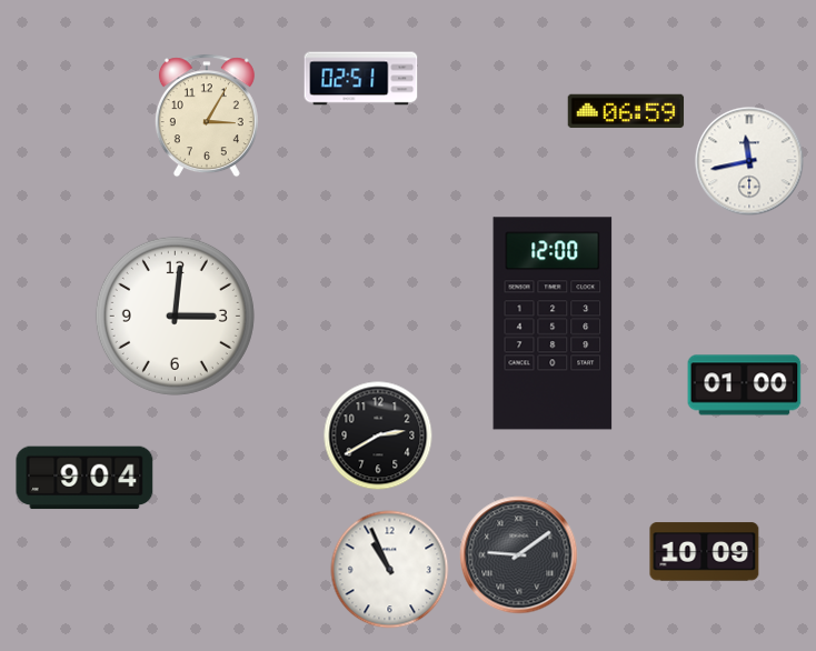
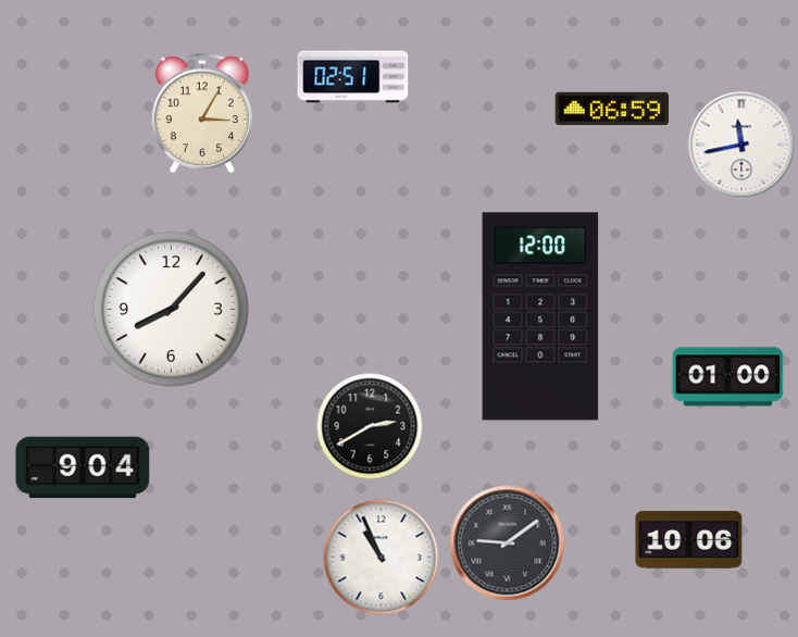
clock at (749, 161) position: (749, 161) -> (741, 145)
clock at (175, 316): 3:01 -> 8:07
clock at (705, 552): 10:09 -> 10:06
